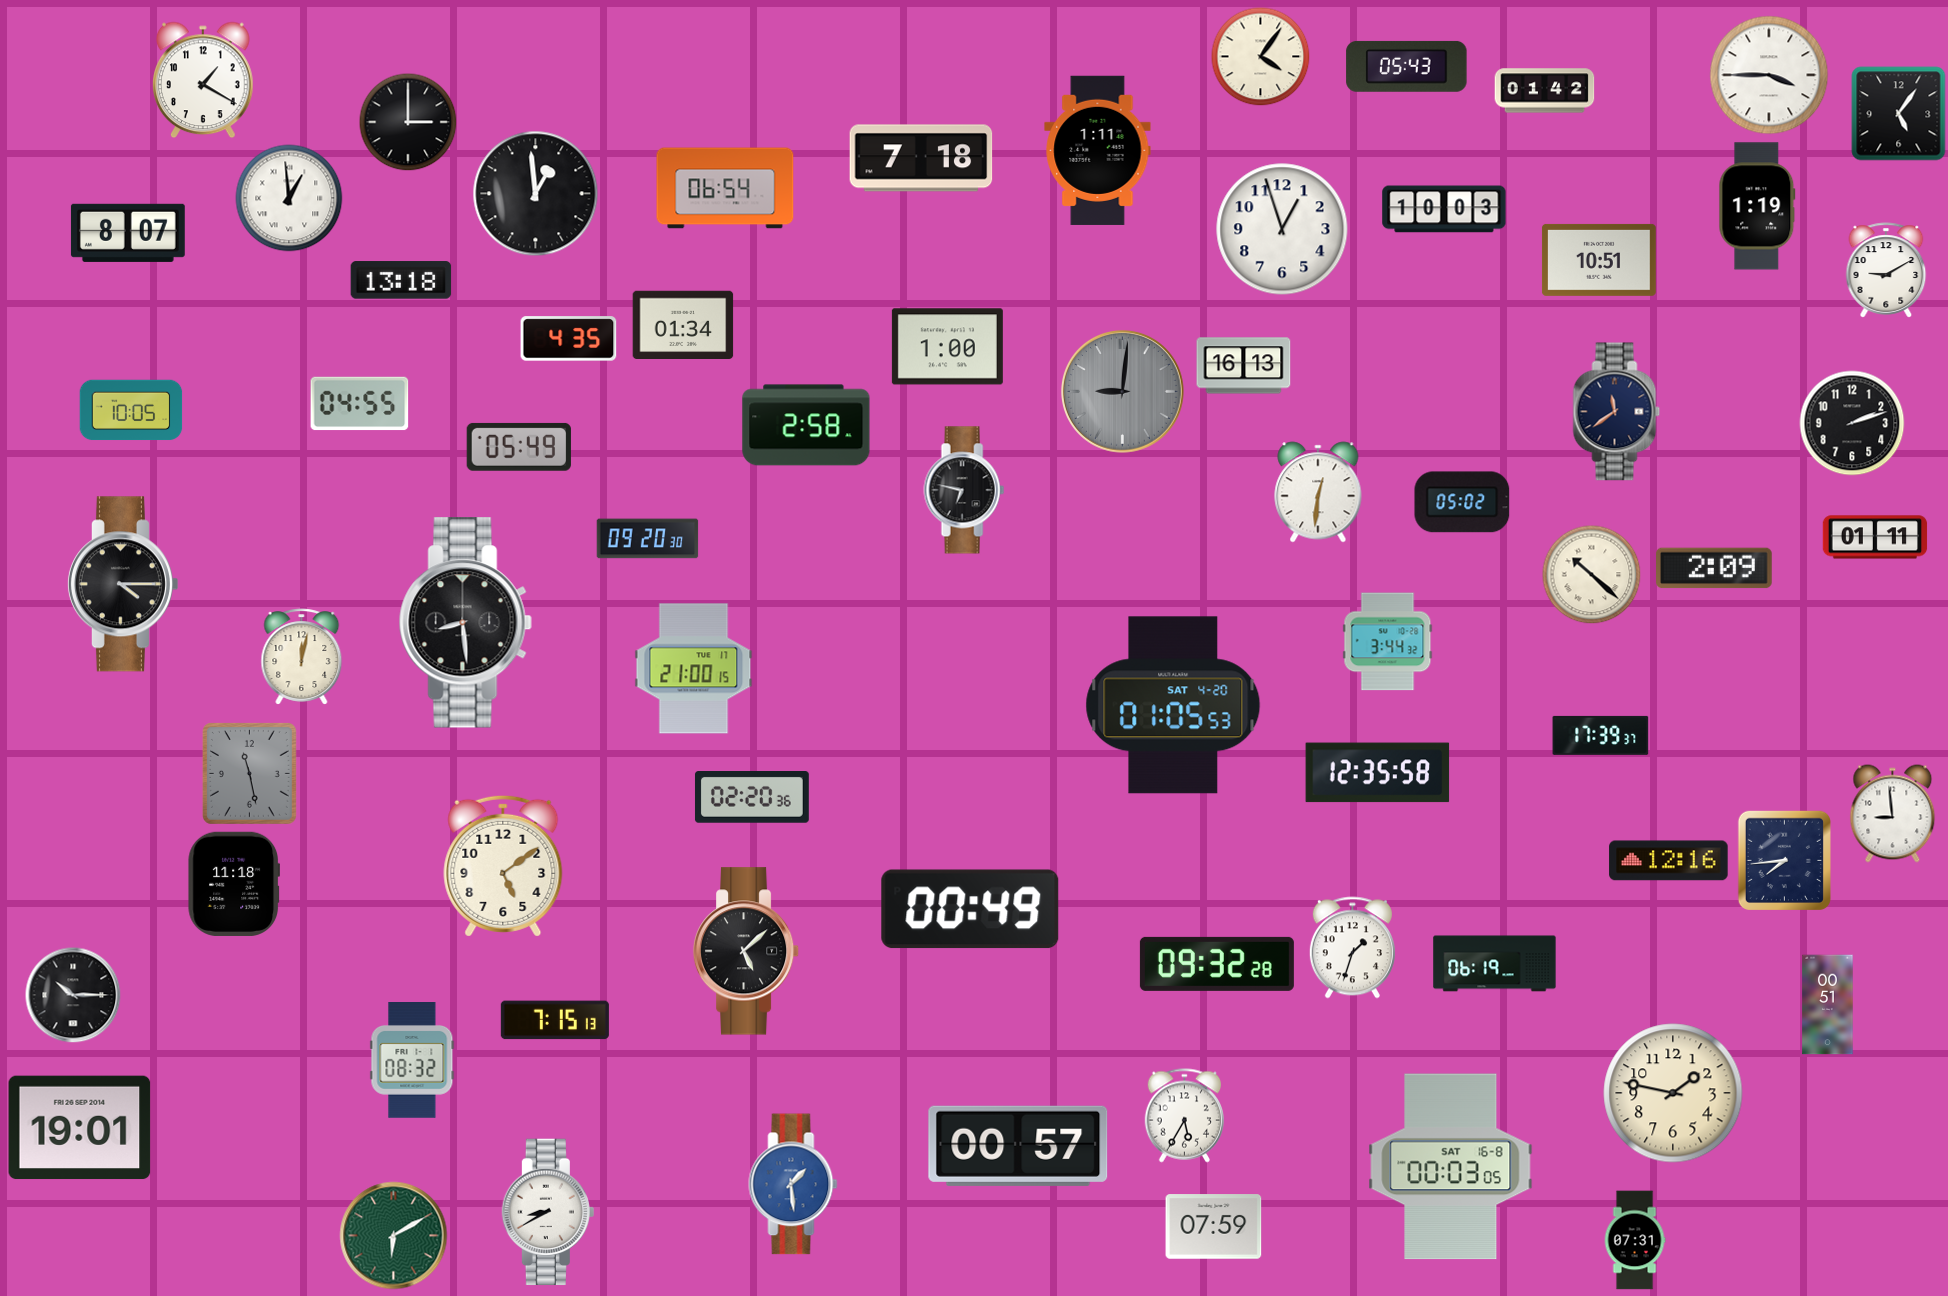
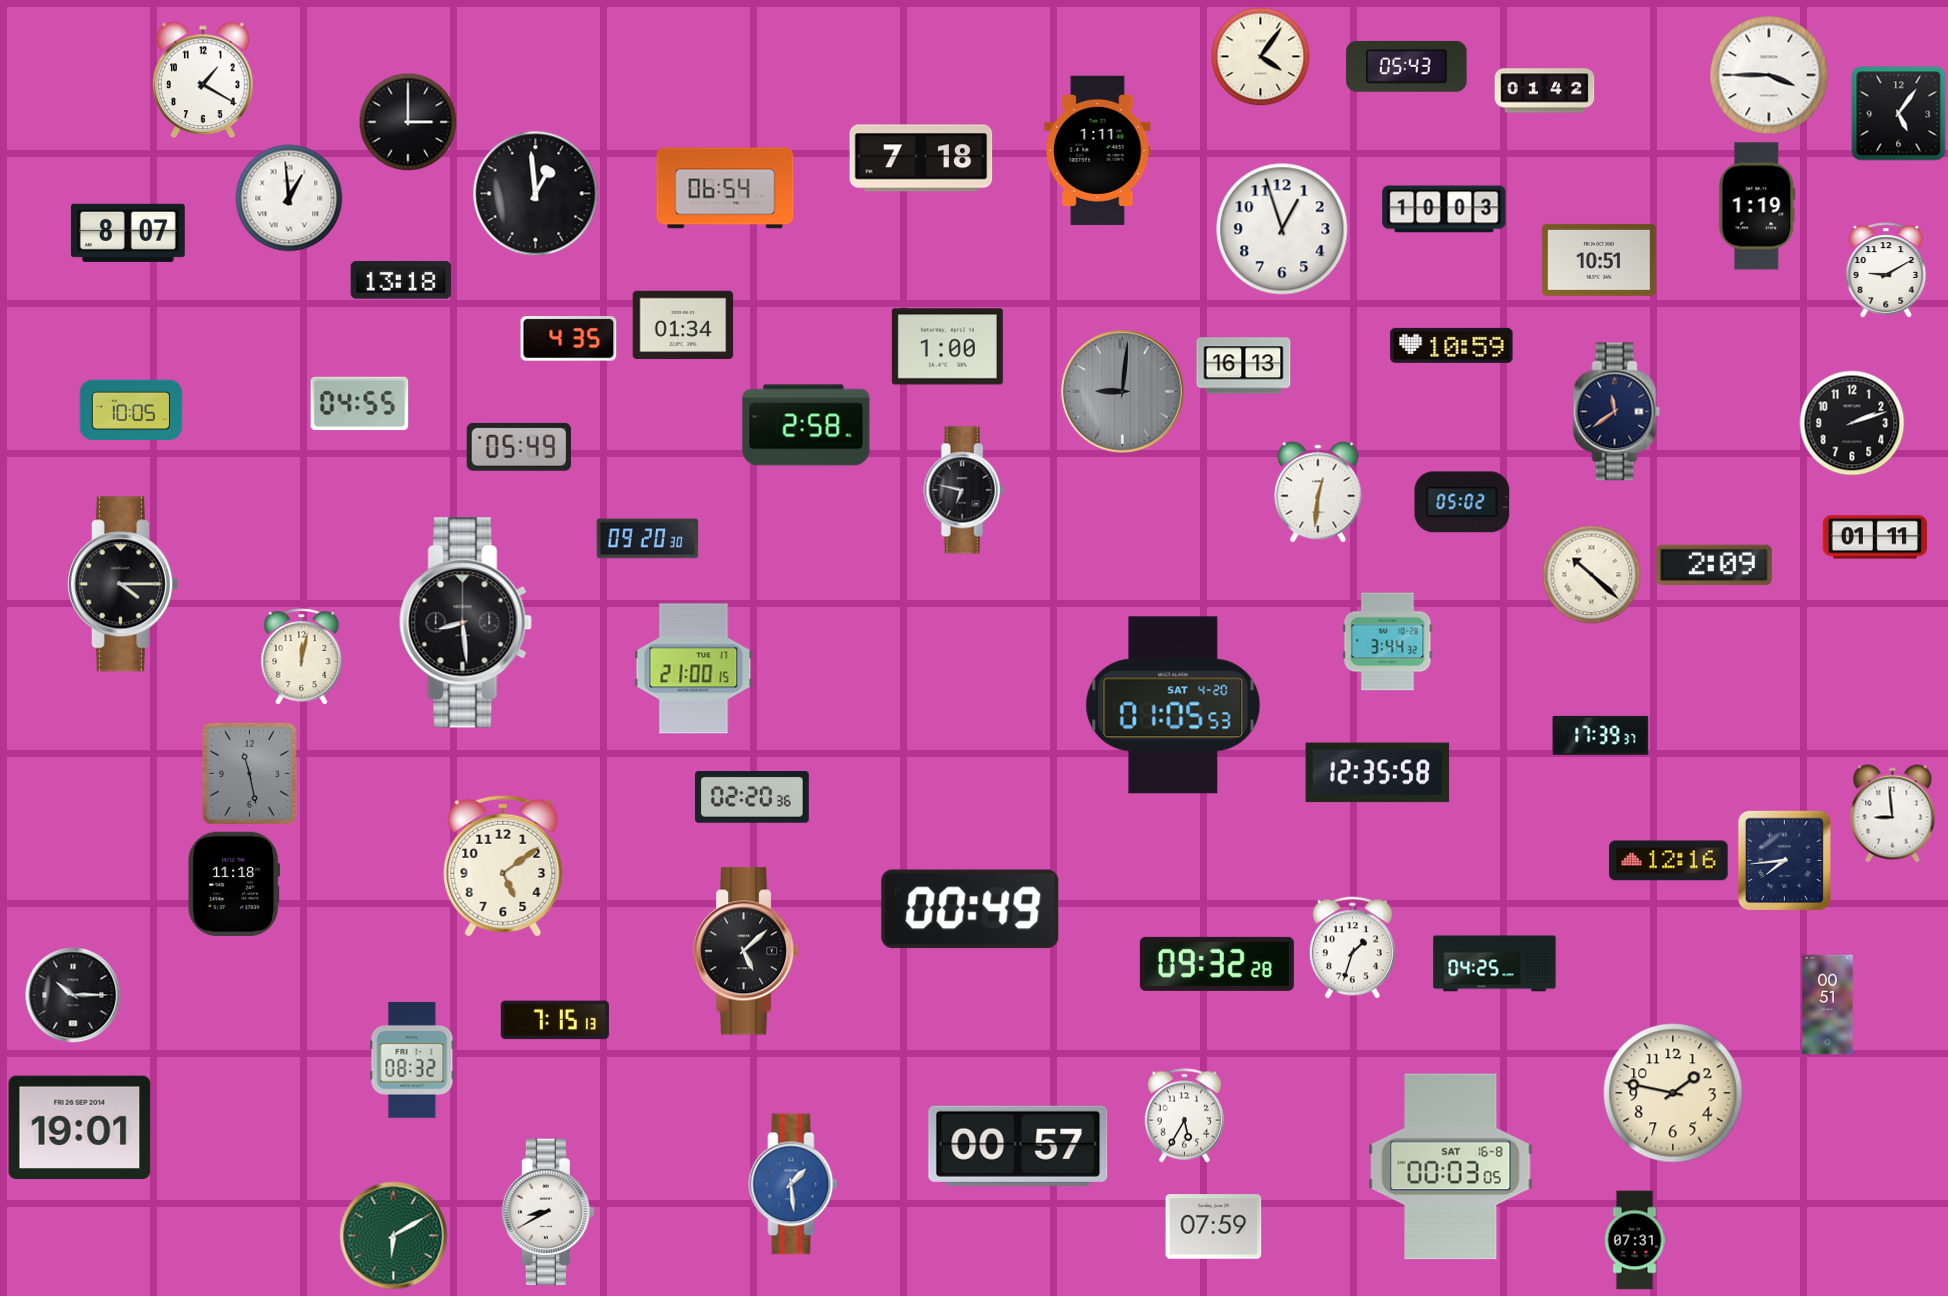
clock at (1452, 345): none -> 10:59
clock at (1715, 568) position: (1715, 568) -> (1715, 565)
clock at (1495, 964): 06:19 -> 04:25
